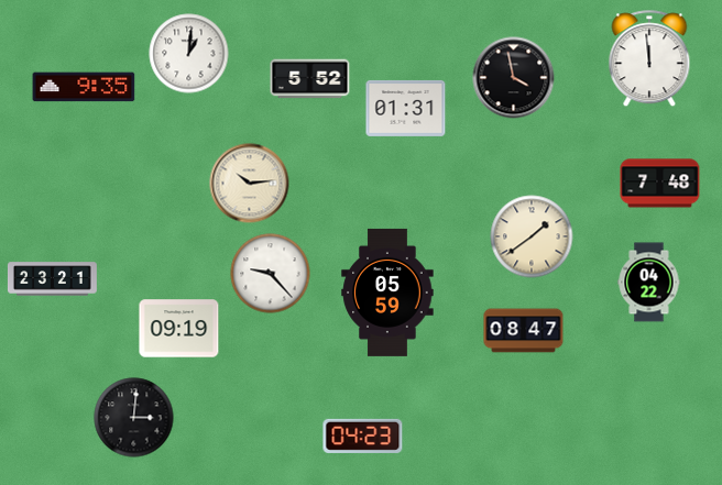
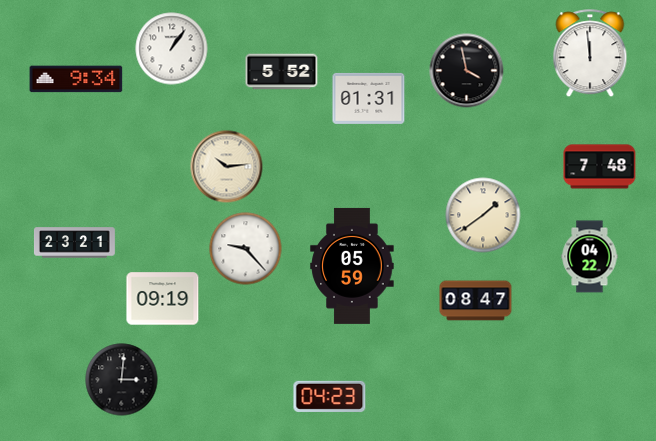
clock at (189, 54): 1:01 -> 1:06
clock at (84, 87): 9:35 -> 9:34
clock at (52, 279) position: (52, 279) -> (74, 243)
